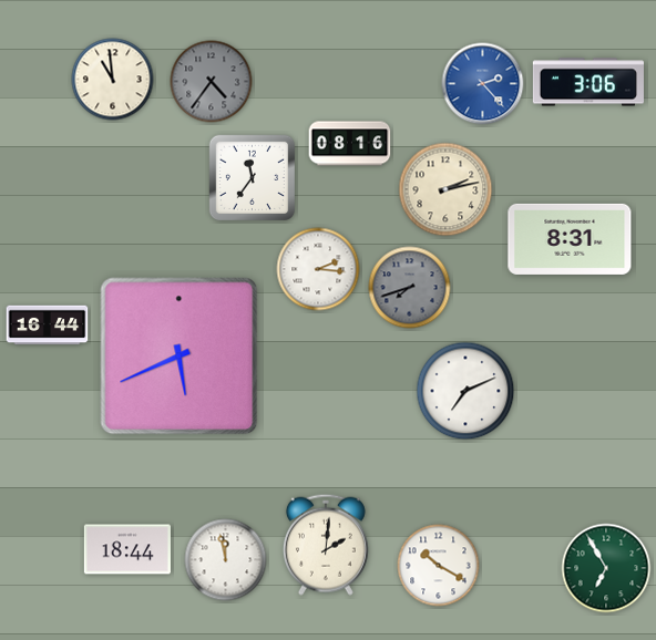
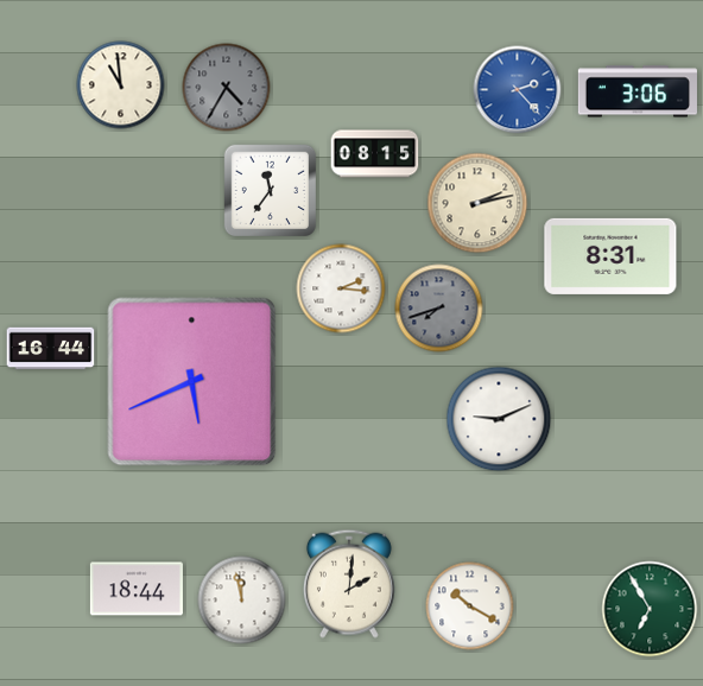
clock at (212, 82): 4:36 -> 4:35
clock at (588, 82) position: (588, 82) -> (638, 91)
clock at (350, 144): 08:16 -> 08:15
clock at (465, 391): 7:11 -> 9:11
